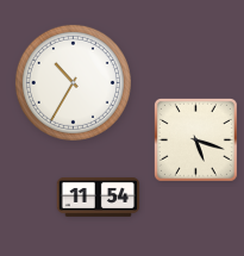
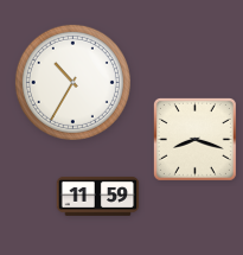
clock at (195, 139): 5:18 -> 8:18
clock at (99, 196): 11:54 -> 11:59
